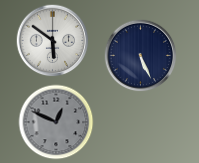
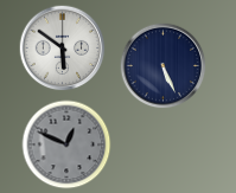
clock at (141, 56) position: (141, 56) -> (164, 66)
